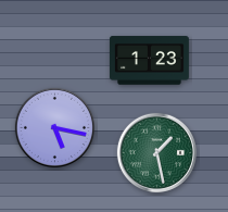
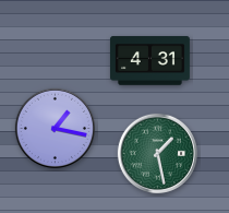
clock at (149, 61): 1:23 -> 4:31
clock at (54, 127): 5:17 -> 1:17
